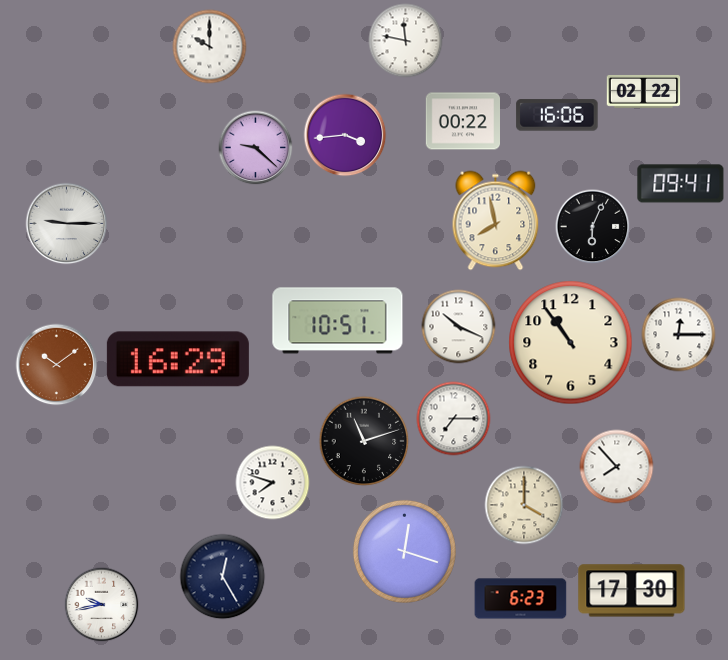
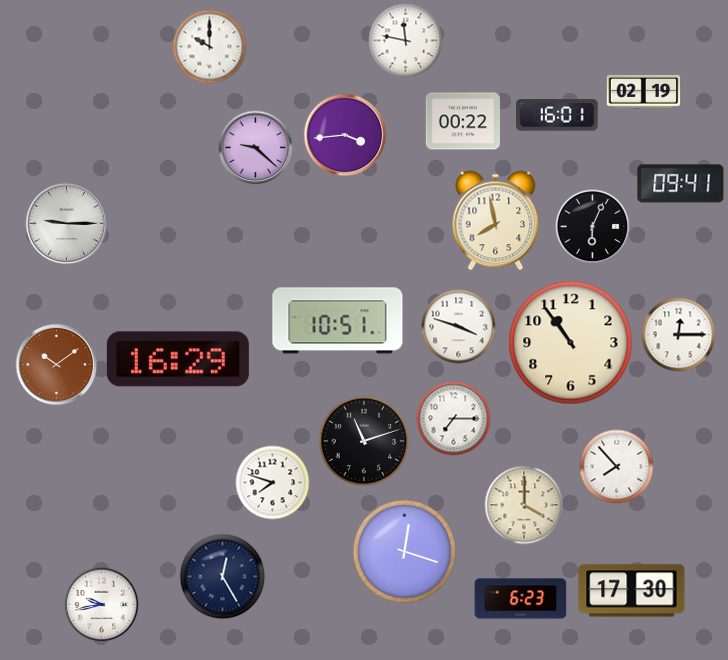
clock at (644, 91): 02:22 -> 02:19
clock at (557, 115): 16:06 -> 16:01
clock at (459, 327): 10:19 -> 3:48
